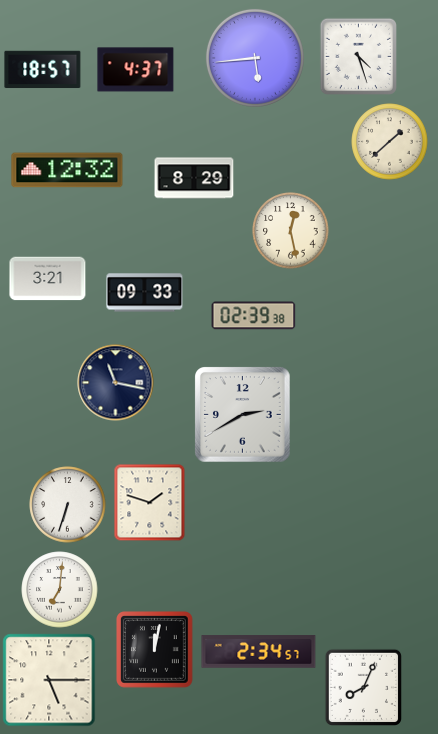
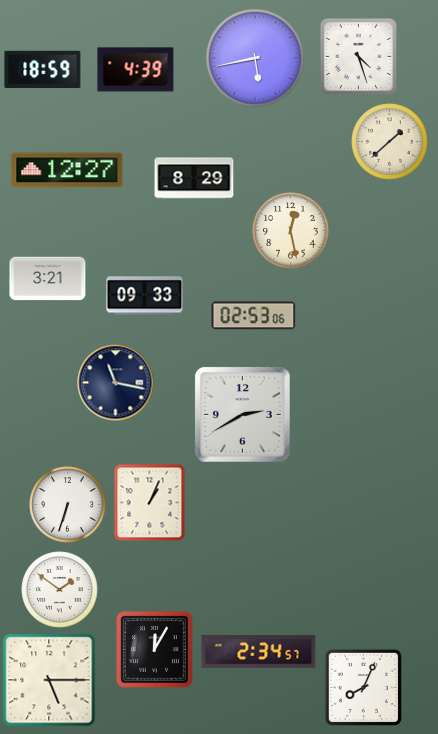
clock at (255, 58): 5:44 -> 5:43
clock at (43, 70): 18:57 -> 18:59
clock at (136, 70): 4:37 -> 4:39
clock at (67, 170): 12:32 -> 12:27
clock at (145, 293) position: (145, 293) -> (145, 296)
clock at (254, 316): 02:39 -> 02:53
clock at (150, 502): 1:48 -> 1:04
clock at (60, 590): 7:01 -> 1:51
clock at (155, 650): 12:02 -> 12:05
